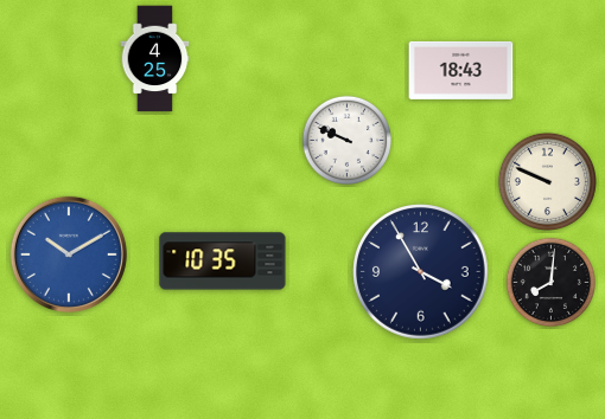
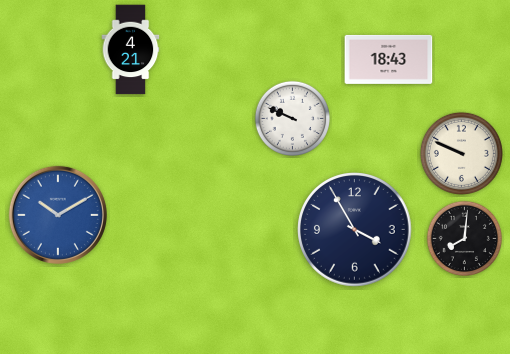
clock at (155, 59): 4:25 -> 4:21
clock at (223, 262): 10:35 -> none
